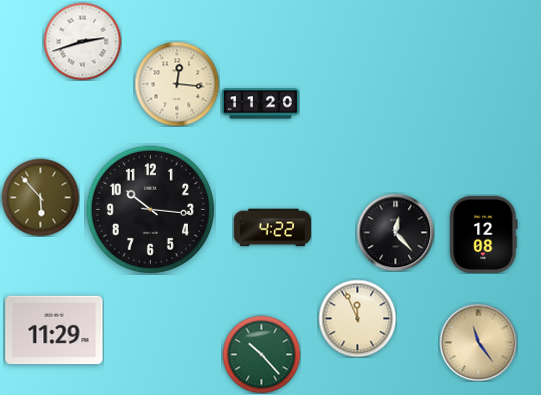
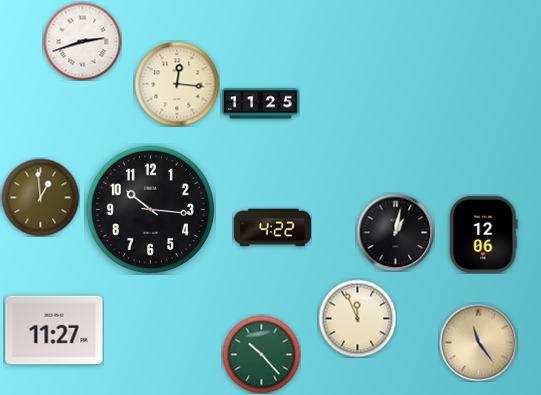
clock at (260, 104): 11:20 -> 11:25
clock at (40, 197): 5:53 -> 12:59
clock at (395, 232): 12:23 -> 1:02
clock at (484, 234): 12:08 -> 12:06
clock at (54, 330): 11:29 -> 11:27
